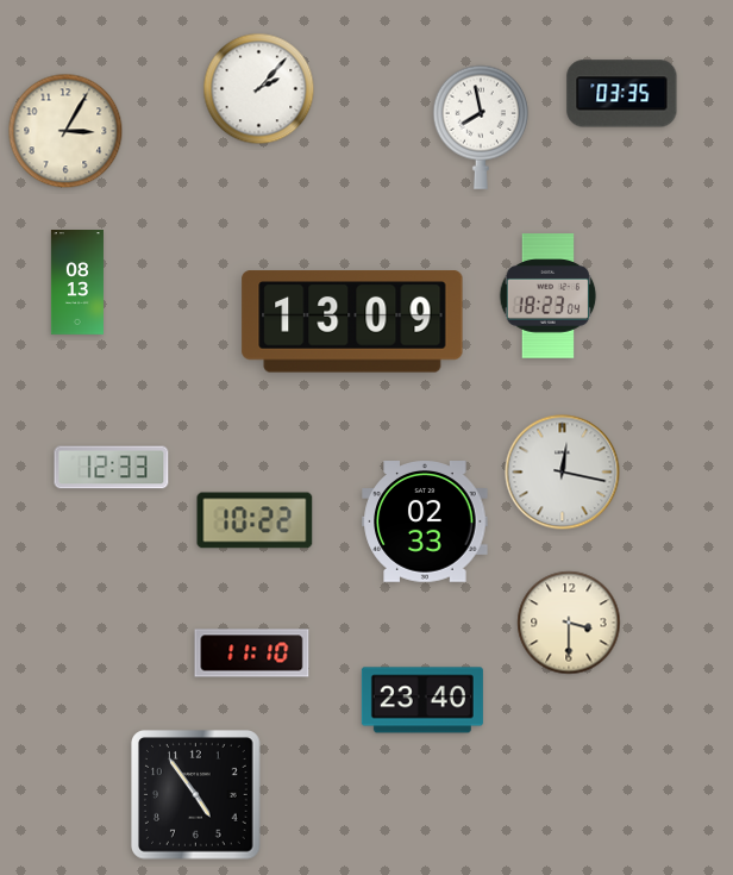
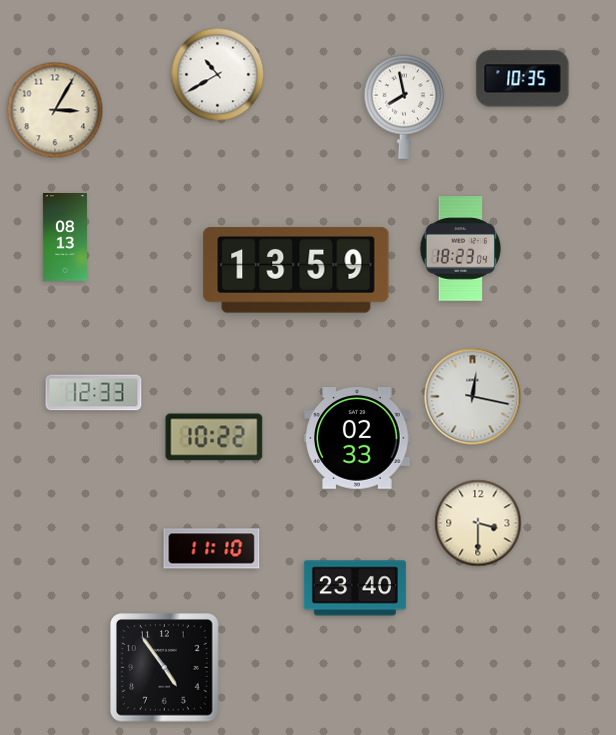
clock at (259, 89): 2:07 -> 10:40
clock at (622, 94): 03:35 -> 10:35
clock at (352, 321): 13:09 -> 13:59
